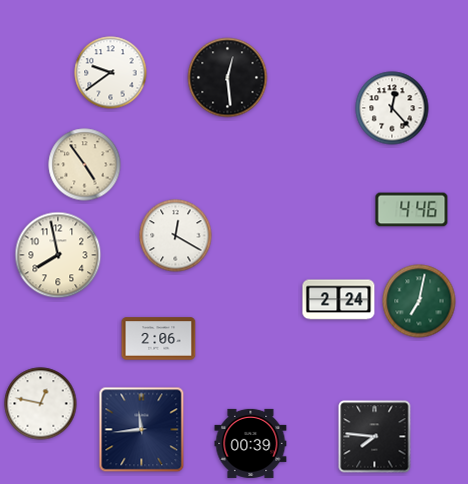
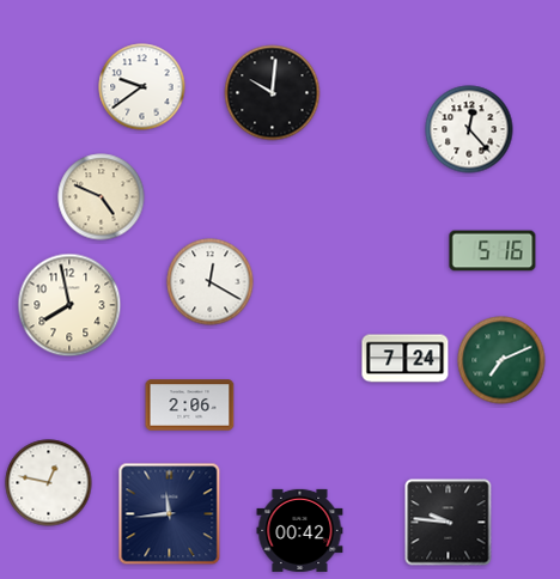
clock at (111, 73) position: (111, 73) -> (142, 87)
clock at (228, 78): 12:29 -> 10:01
clock at (85, 165): 4:54 -> 4:49
clock at (412, 210): 4:46 -> 5:16
clock at (339, 300): 2:24 -> 7:24
clock at (419, 301): 7:02 -> 7:11
clock at (375, 437): 7:46 -> 9:46
clock at (251, 443): 00:39 -> 00:42
